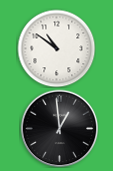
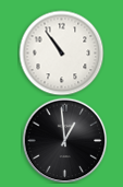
clock at (56, 48): 10:51 -> 10:54
